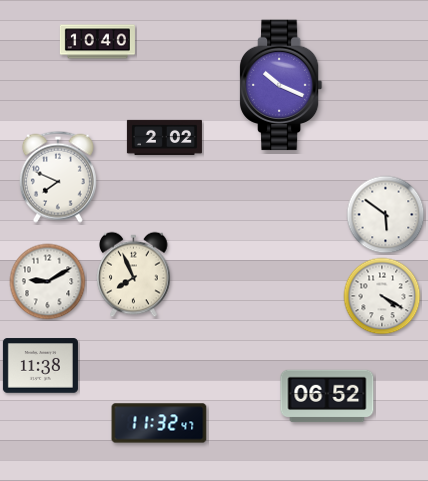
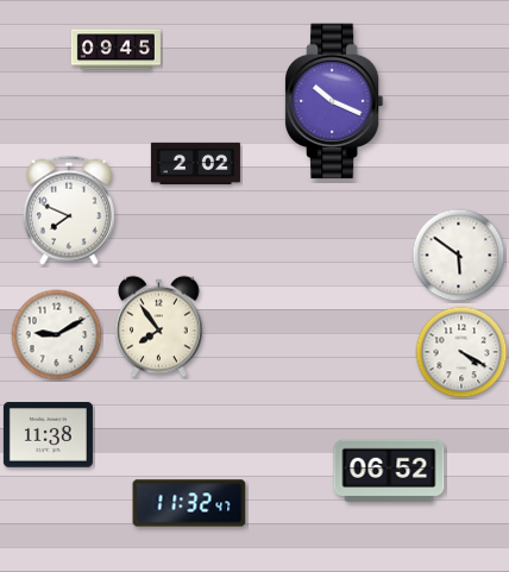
clock at (97, 42): 10:40 -> 09:45
clock at (134, 275): 7:56 -> 7:54
clock at (382, 296) position: (382, 296) -> (461, 352)
